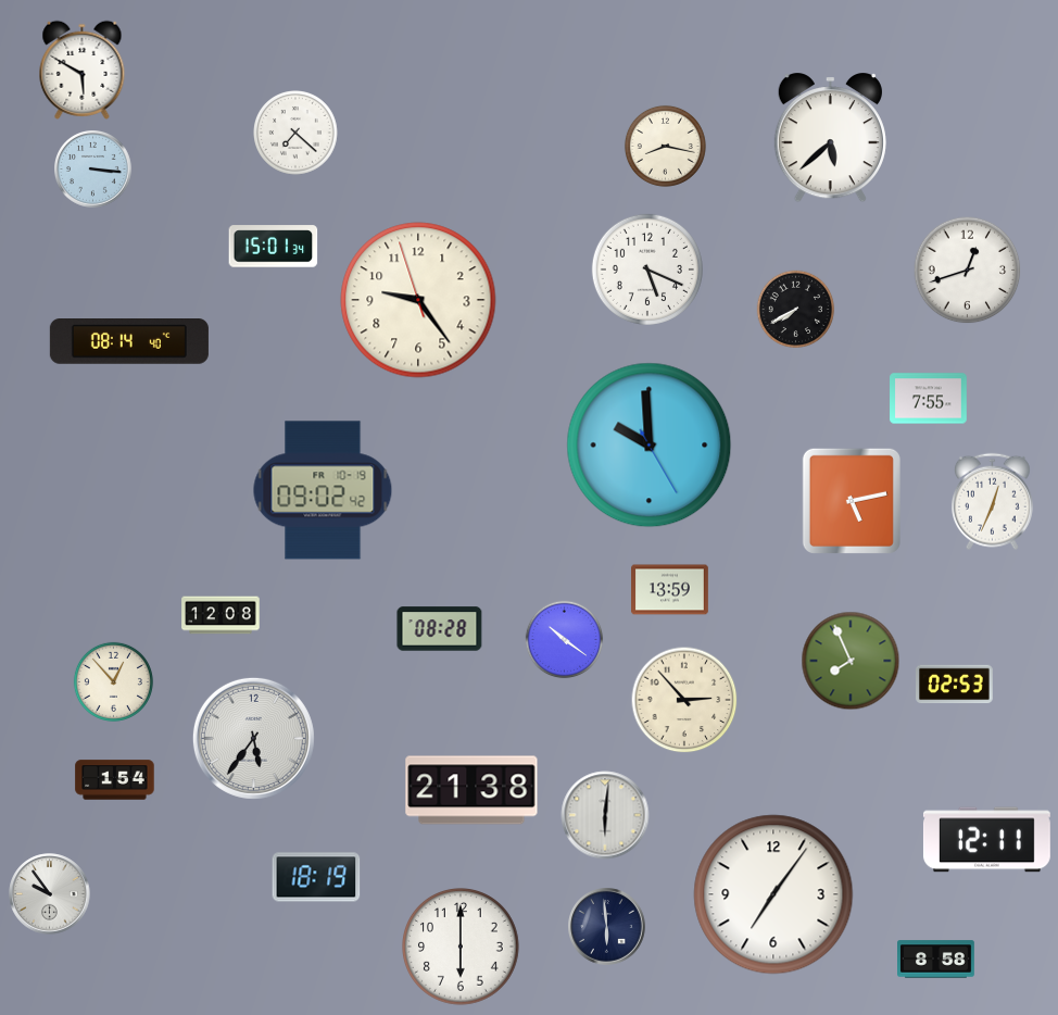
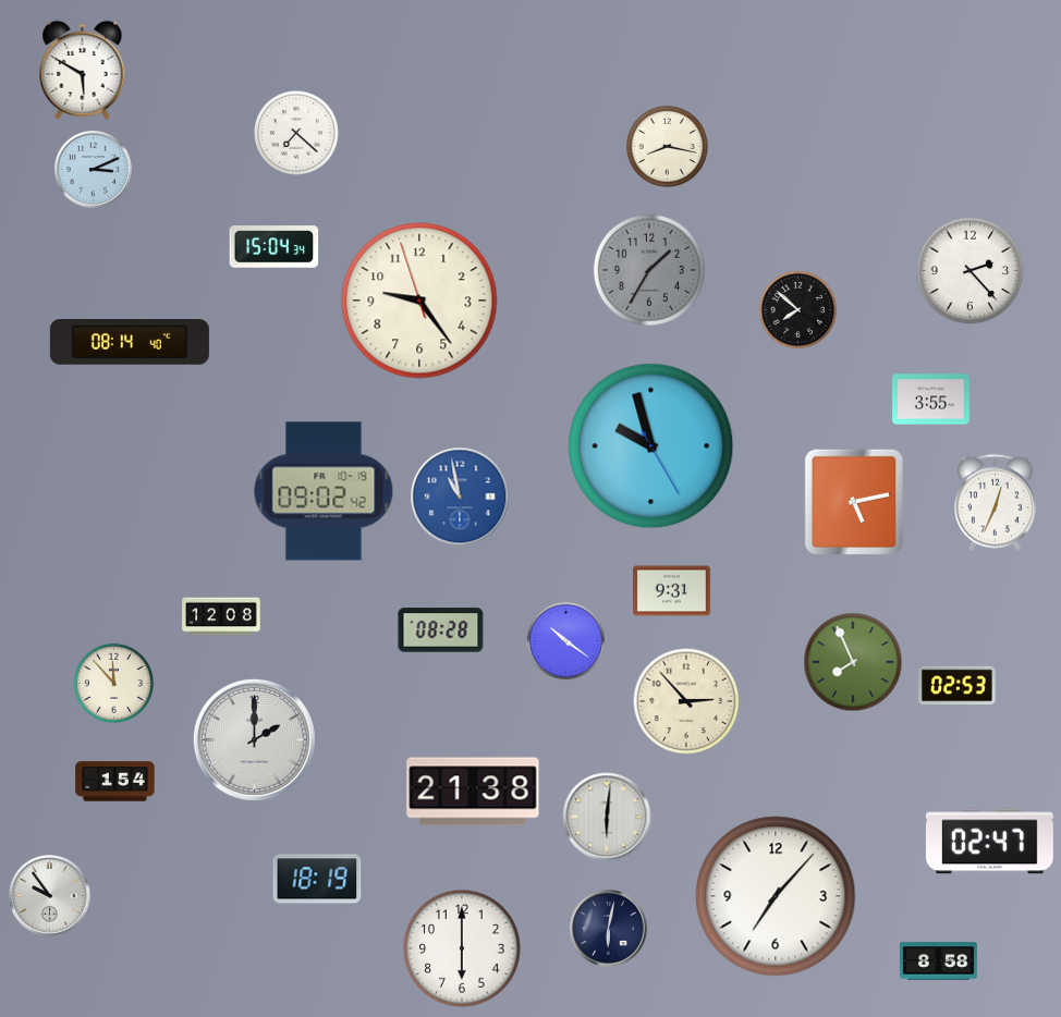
clock at (830, 138): 5:38 -> none
clock at (93, 170): 3:16 -> 3:11
clock at (274, 247): 15:01 -> 15:04
clock at (647, 270): 5:19 -> 1:35
clock at (647, 270) dial: white -> grey
clock at (968, 271): 12:42 -> 2:23
clock at (796, 310): 7:40 -> 7:52
clock at (929, 399): 7:55 -> 3:55
clock at (650, 446): 9:59 -> 9:57
clock at (460, 497): none -> 10:58
clock at (670, 590): 13:59 -> 9:31
clock at (113, 681): 12:53 -> 11:53
clock at (253, 738): 5:36 -> 2:00
clock at (986, 840): 12:11 -> 02:47
clock at (773, 894): 7:06 -> 7:07
clock at (607, 927): 5:59 -> 6:02
